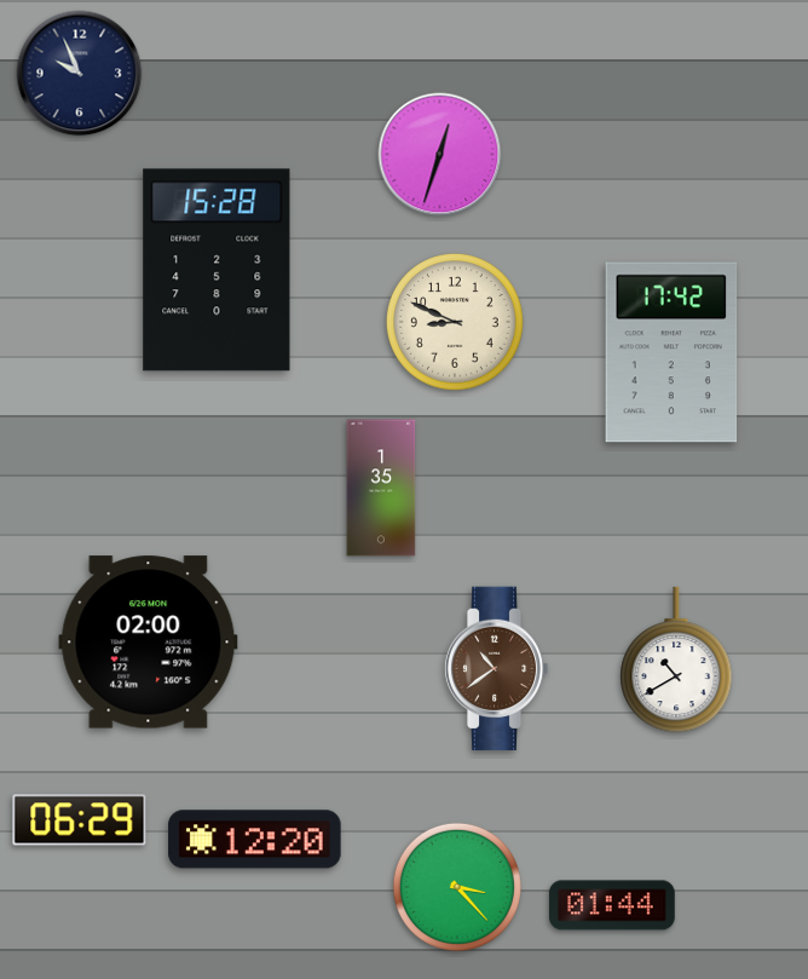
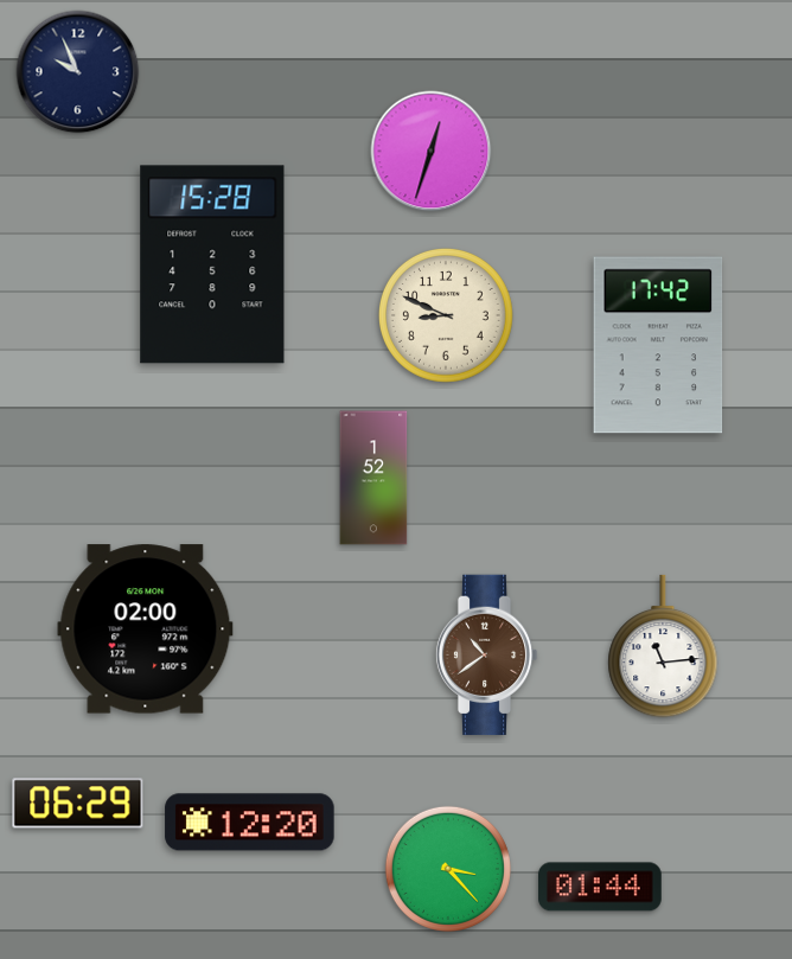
clock at (381, 488): 1:35 -> 1:52
clock at (676, 660): 10:40 -> 11:14
